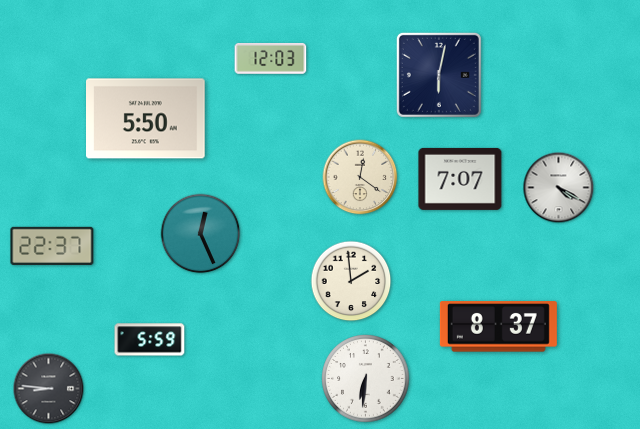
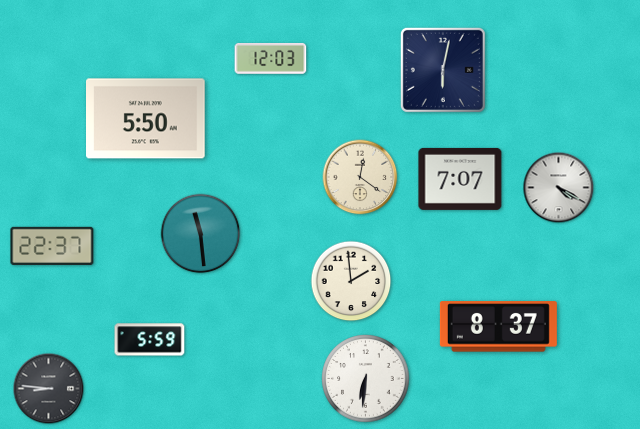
clock at (439, 75) position: (439, 75) -> (443, 70)
clock at (201, 234): 12:26 -> 11:29
